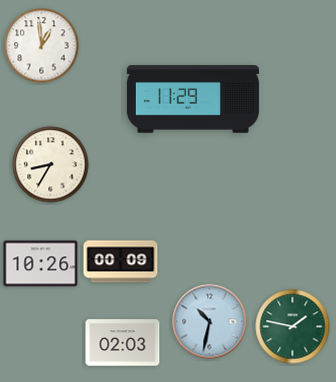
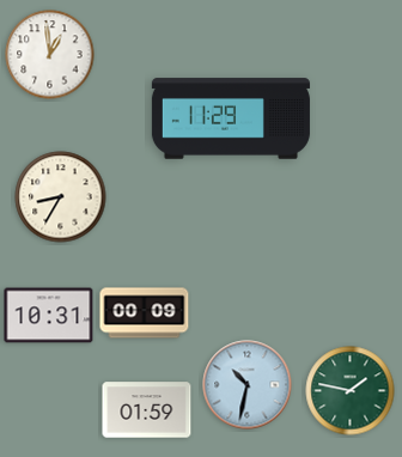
clock at (41, 264): 10:26 -> 10:31
clock at (210, 322) position: (210, 322) -> (248, 385)
clock at (123, 343): 02:03 -> 01:59
